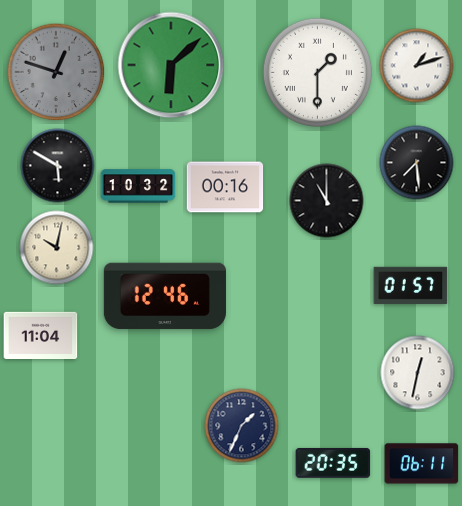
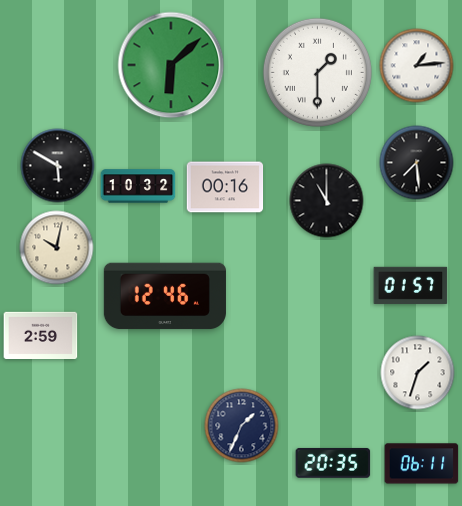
clock at (417, 66): 1:12 -> 1:14
clock at (56, 72): 12:48 -> none
clock at (41, 335): 11:04 -> 2:59
clock at (418, 373): 12:32 -> 1:33
